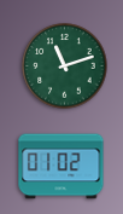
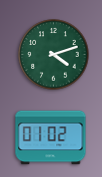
clock at (65, 66): 11:12 -> 4:12
